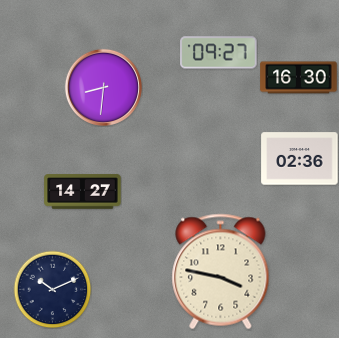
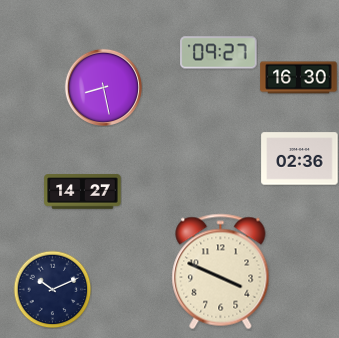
clock at (103, 87): 8:31 -> 8:28
clock at (221, 272): 3:47 -> 3:49
